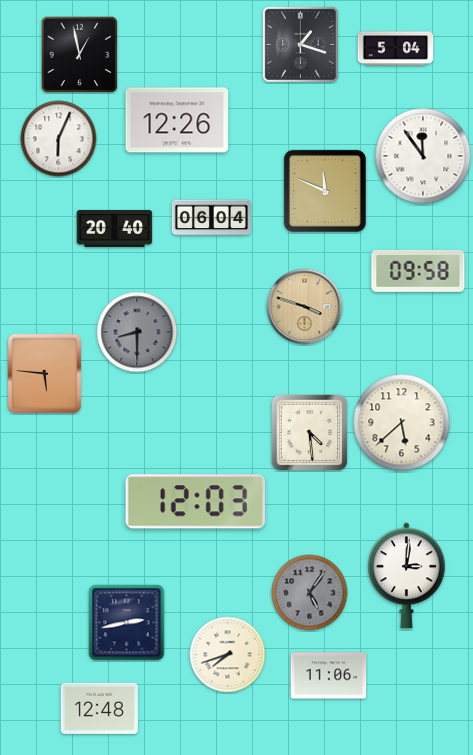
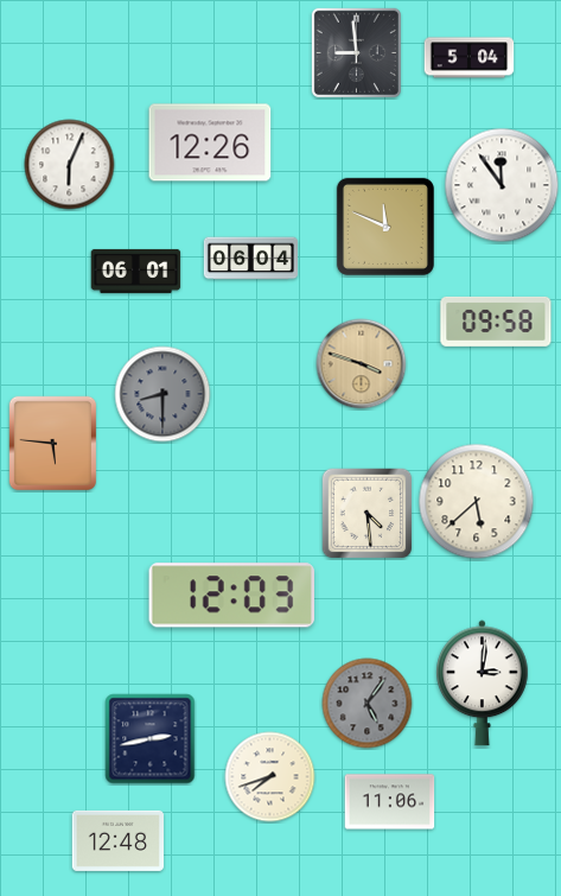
clock at (300, 44): 1:18 -> 8:59
clock at (80, 55): 12:58 -> none
clock at (115, 228): 20:40 -> 06:01
